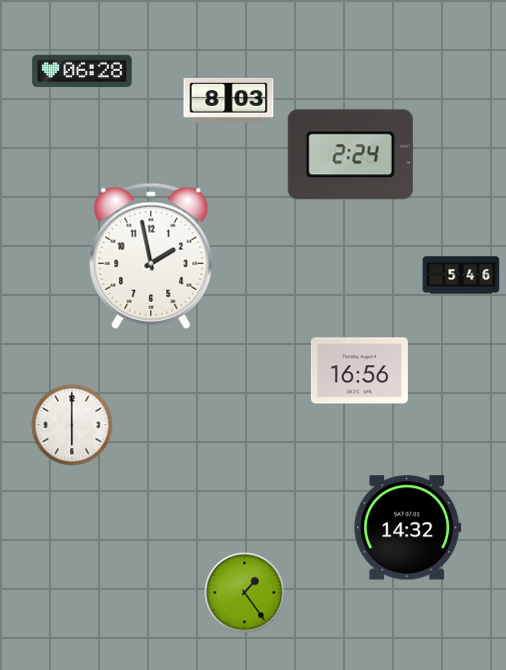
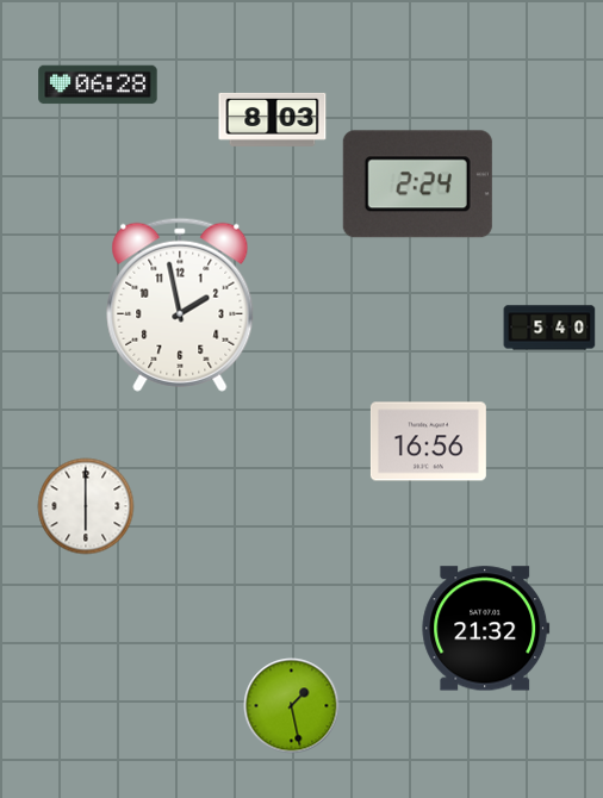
clock at (461, 275): 5:46 -> 5:40
clock at (408, 528): 14:32 -> 21:32
clock at (245, 593): 1:24 -> 1:28
